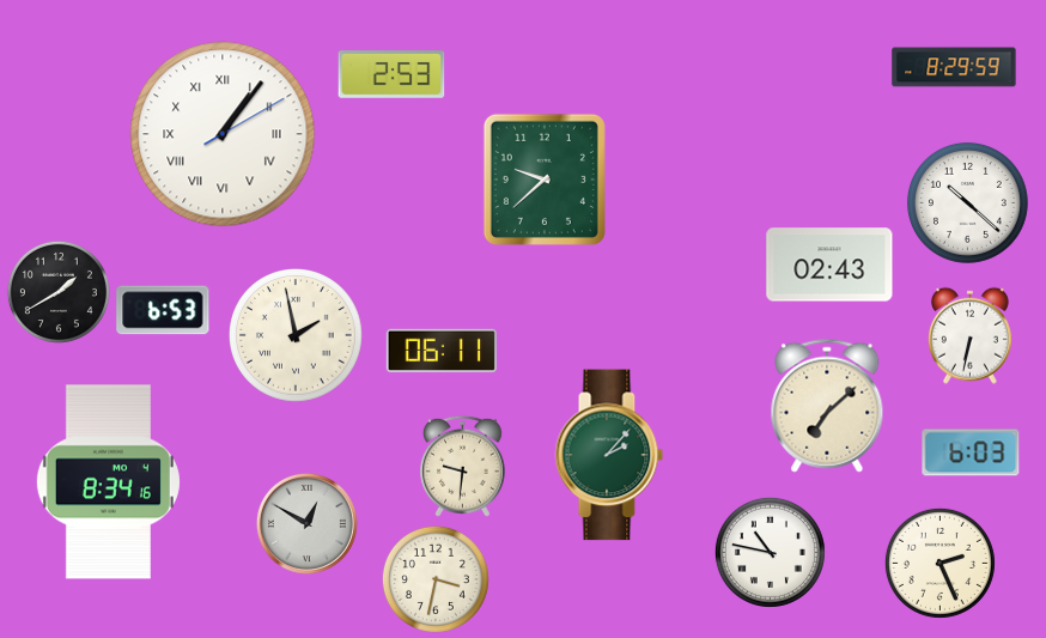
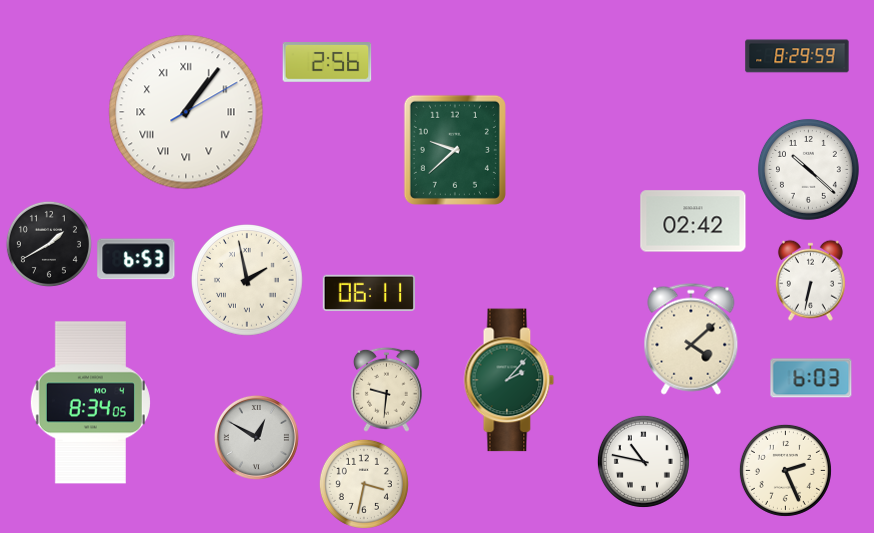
clock at (391, 74): 2:53 -> 2:56
clock at (829, 265): 02:43 -> 02:42
clock at (827, 406): 7:08 -> 4:08
clock at (108, 482): 8:34:16 -> 8:34:05
